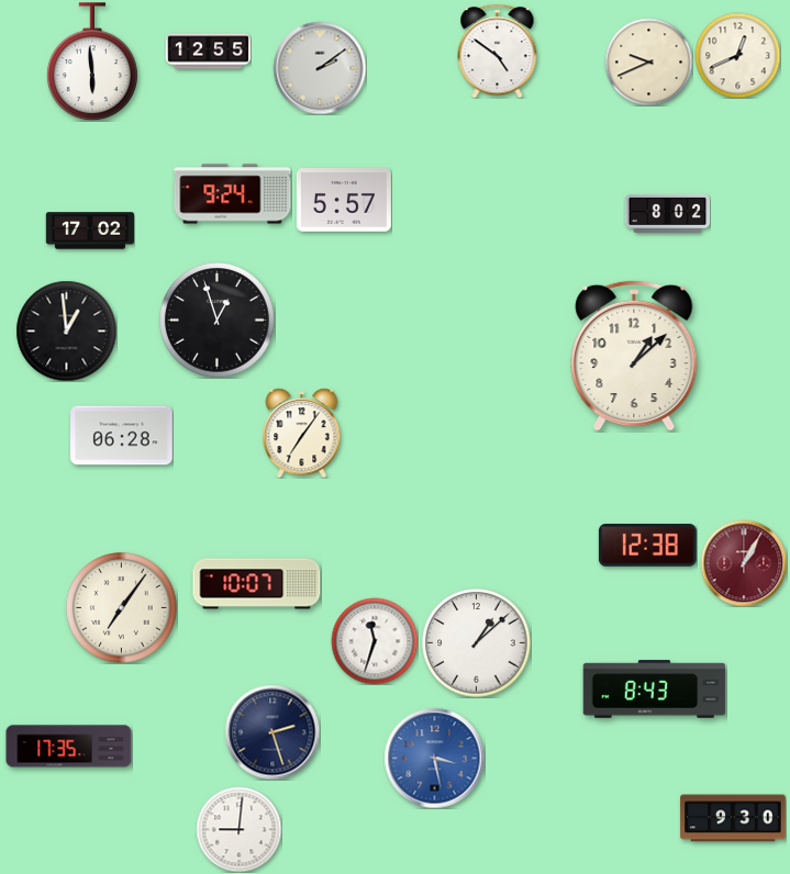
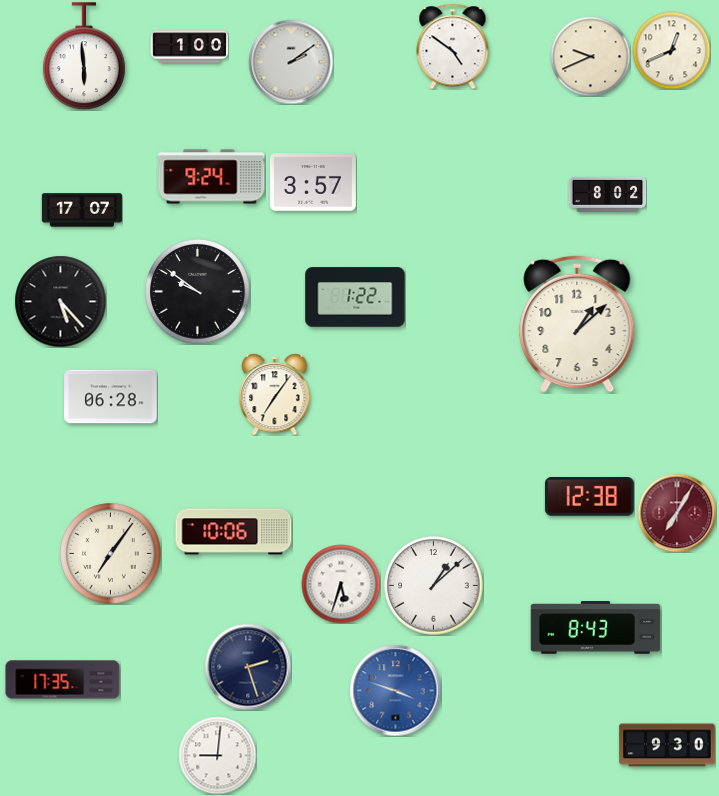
clock at (208, 52): 12:55 -> 1:00
clock at (344, 200): 5:57 -> 3:57
clock at (90, 231): 17:02 -> 17:07
clock at (218, 321): 12:57 -> 9:51
clock at (355, 297): none -> 1:22
clock at (66, 330): 12:59 -> 5:23
clock at (744, 563): 1:05 -> 7:05
clock at (257, 584): 10:07 -> 10:06
clock at (375, 641): 11:33 -> 5:33
clock at (434, 758): 3:28 -> 3:48
